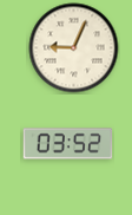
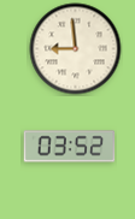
clock at (74, 48): 9:04 -> 8:59
